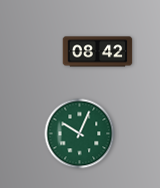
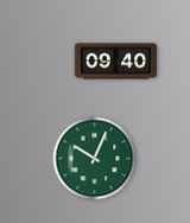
clock at (98, 52): 08:42 -> 09:40
